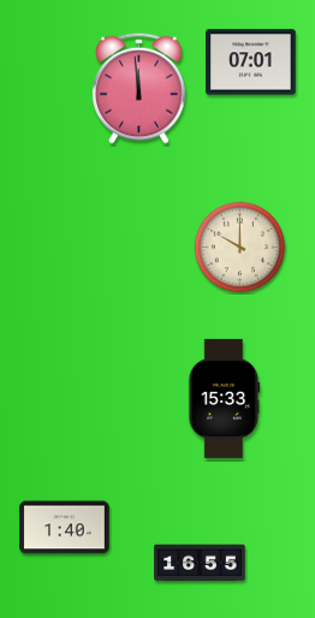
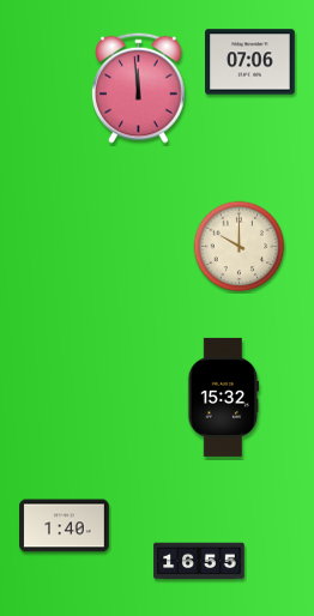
clock at (251, 63): 07:01 -> 07:06
clock at (225, 398): 15:33 -> 15:32
